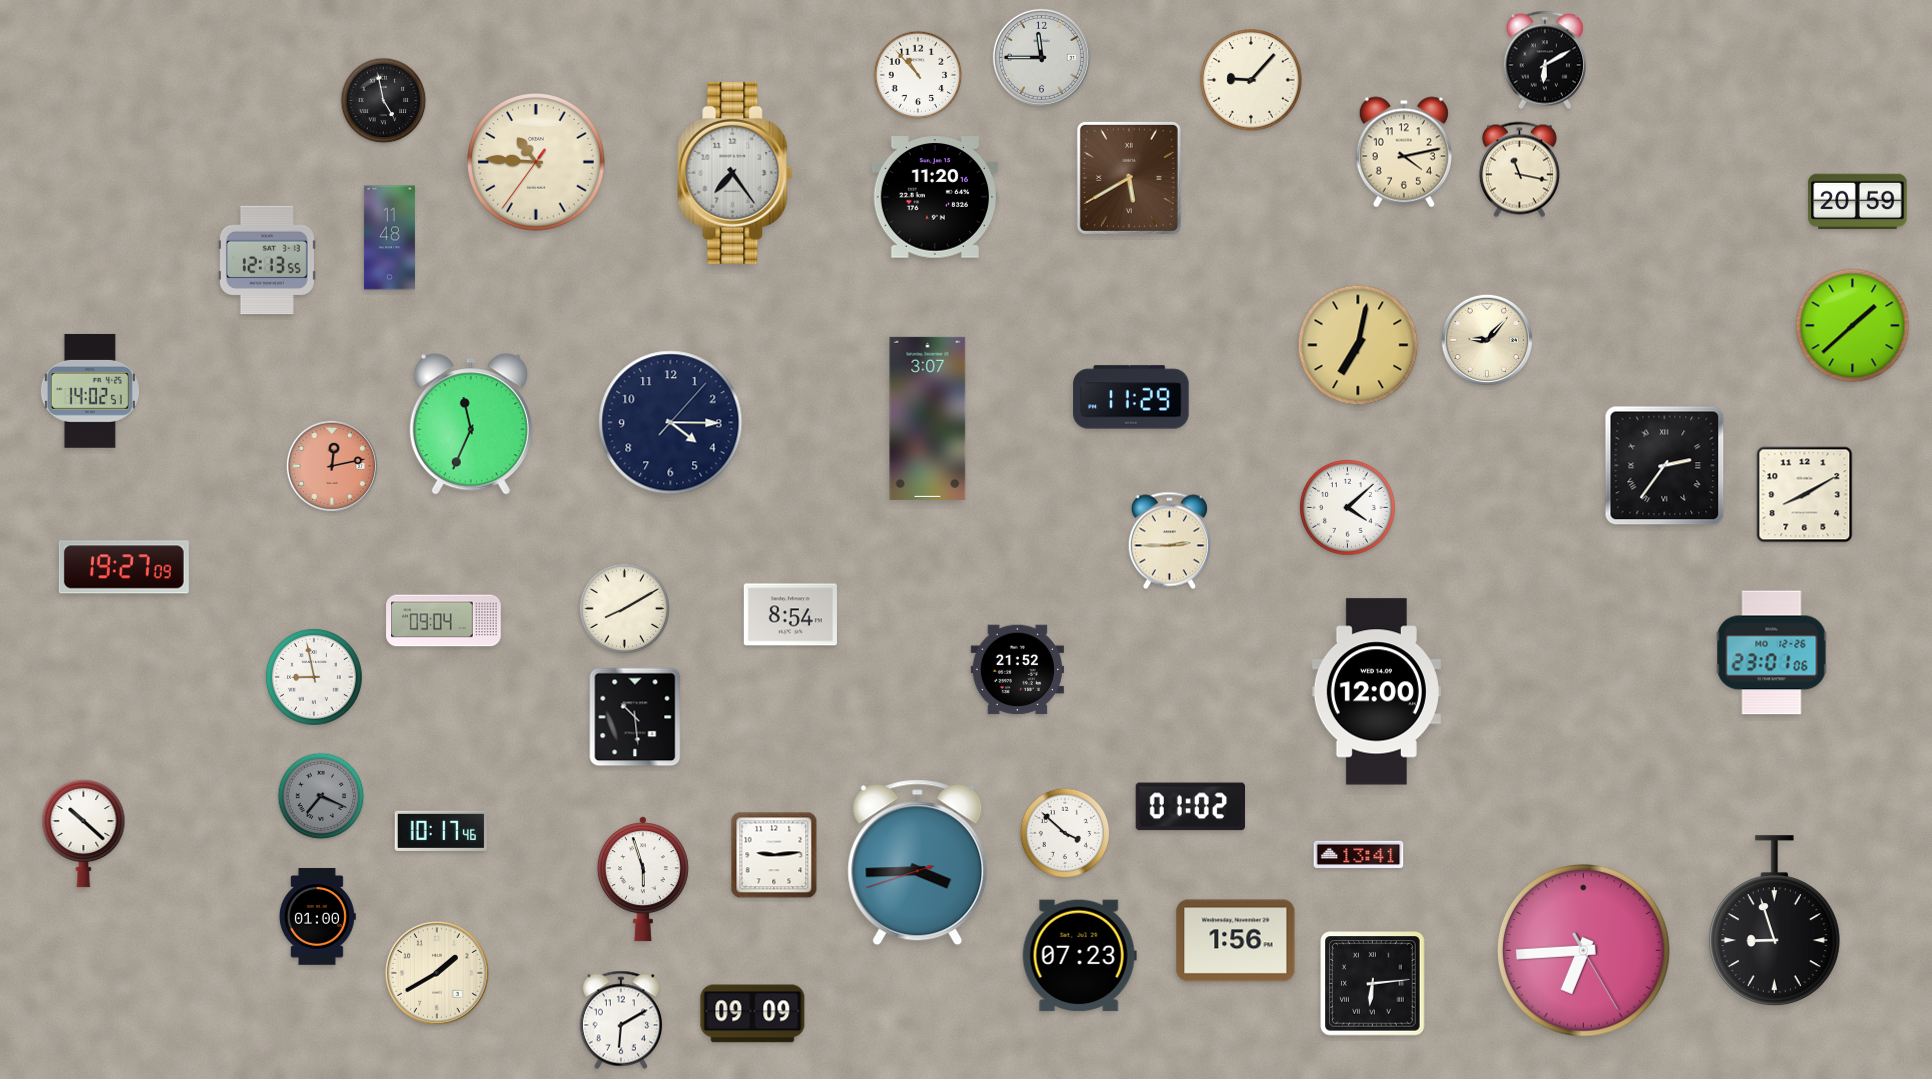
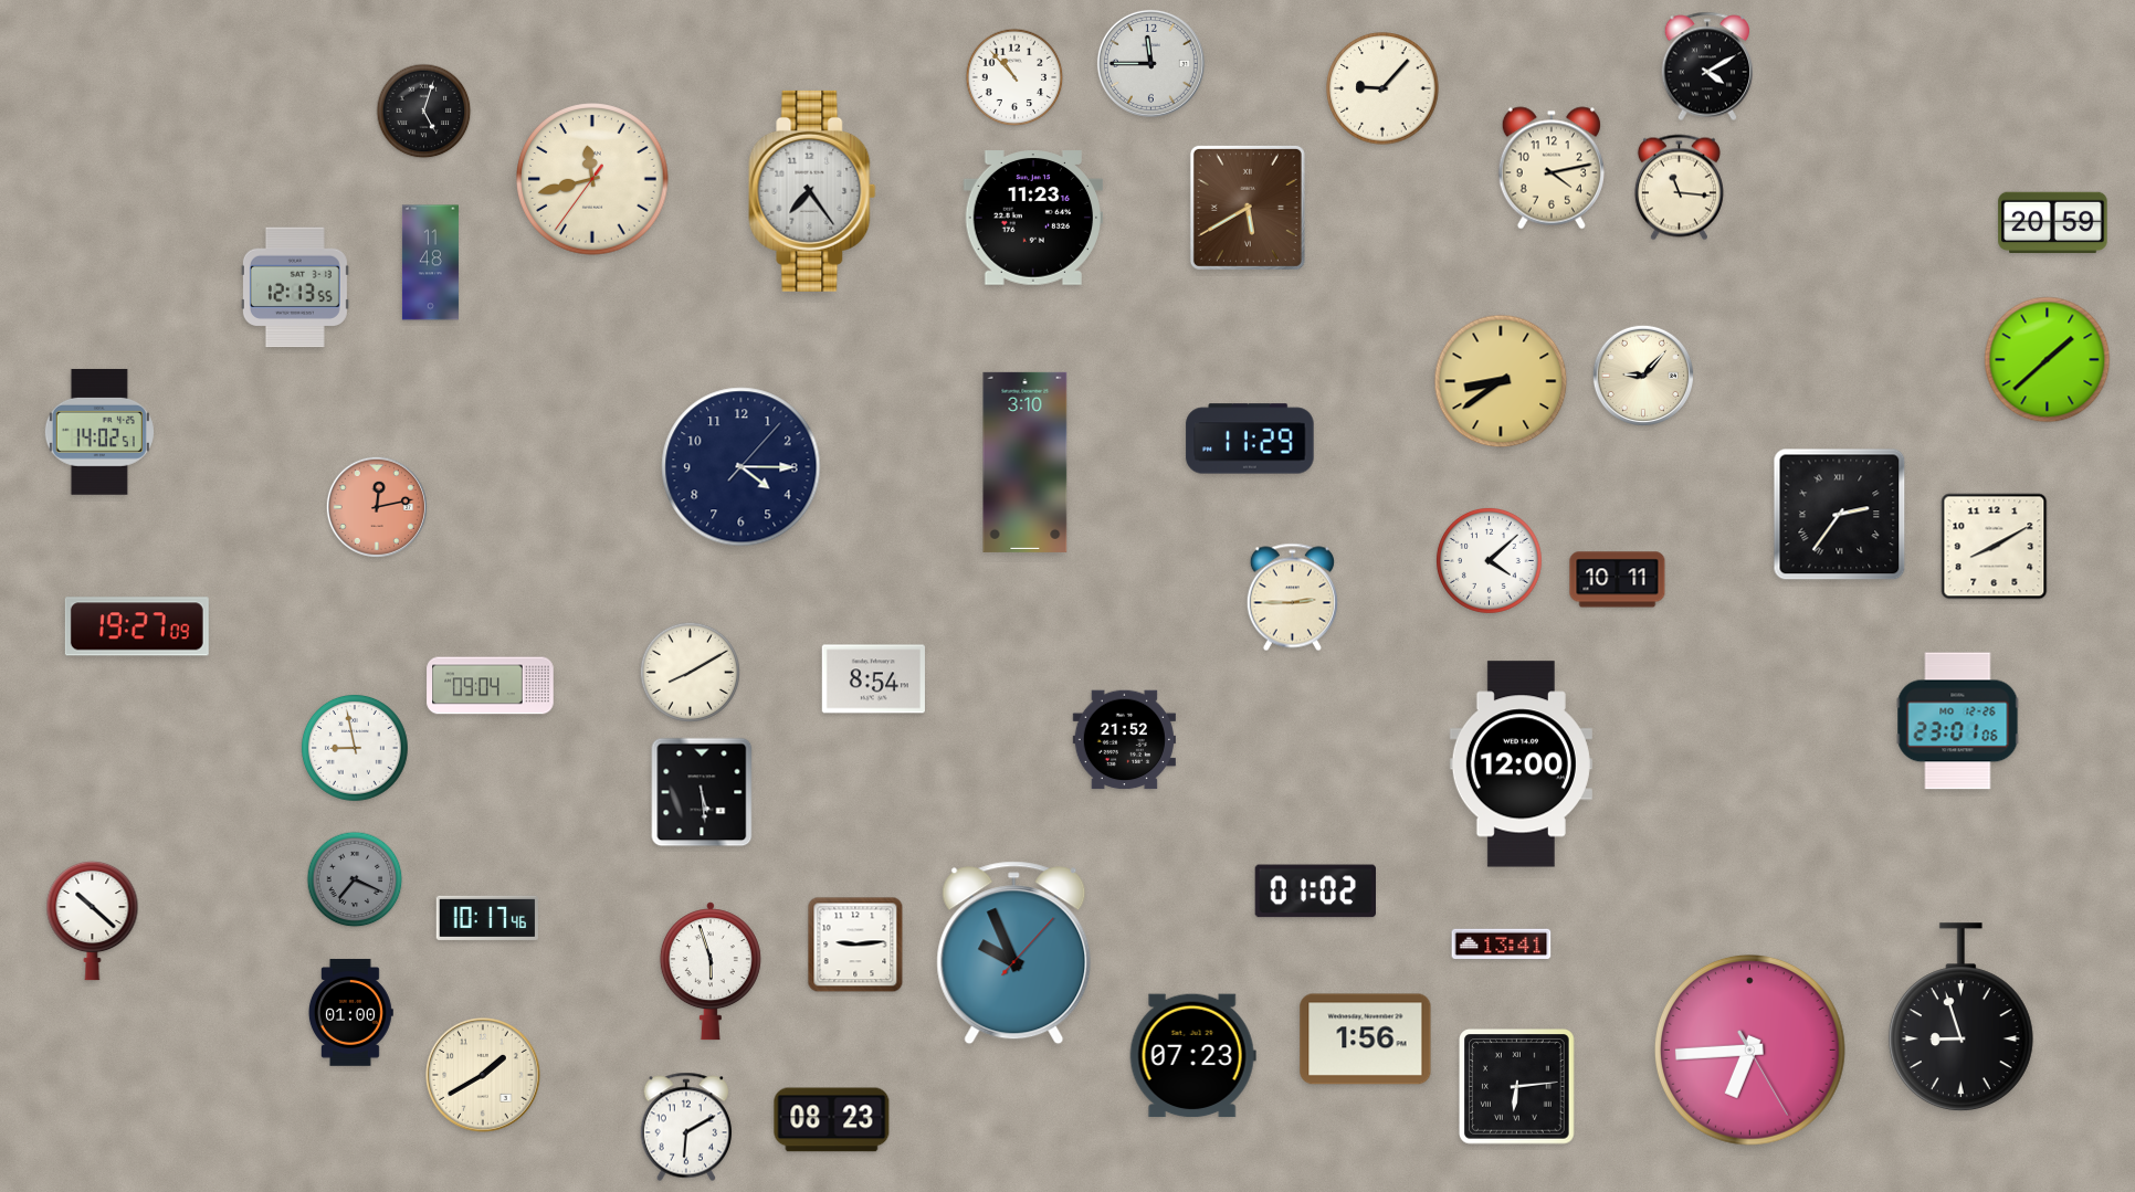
clock at (1544, 60): 6:10 -> 4:10
clock at (918, 75) position: (918, 75) -> (1014, 77)
clock at (384, 101): 4:58 -> 5:03
clock at (536, 162): 10:45 -> 11:42
clock at (1519, 170): 11:17 -> 11:16
clock at (1129, 178) position: (1129, 178) -> (1248, 208)
clock at (934, 197): 11:20 -> 11:23
clock at (1358, 345): 7:02 -> 8:39
clock at (928, 418): 3:07 -> 3:10
clock at (471, 424): 11:34 -> none
clock at (332, 466) position: (332, 466) -> (377, 507)
clock at (1618, 580): none -> 10:11
clock at (315, 678) position: (315, 678) -> (356, 749)
clock at (635, 717): 10:29 -> 5:29
clock at (1064, 832): 3:52 -> none
clock at (918, 863): 3:44 -> 9:56
clock at (753, 1014): 09:09 -> 08:23
